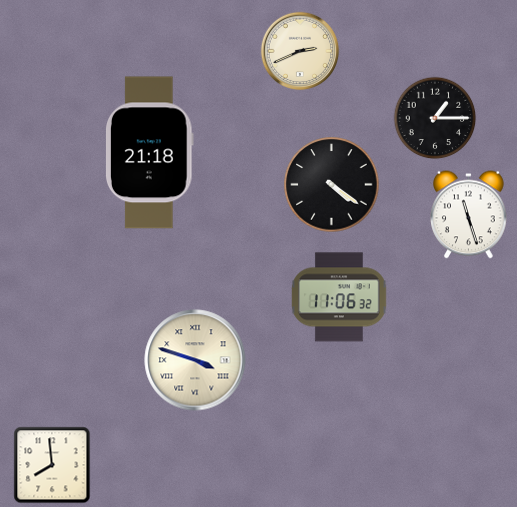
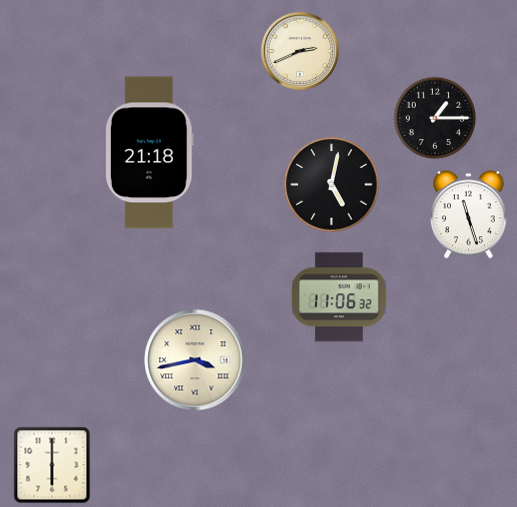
clock at (332, 185): 4:21 -> 5:02
clock at (195, 360): 3:48 -> 3:43
clock at (52, 465): 7:59 -> 6:00
